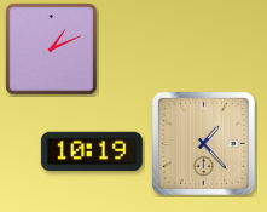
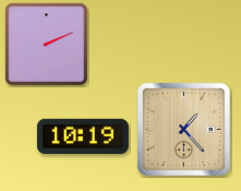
clock at (52, 50): 1:11 -> 2:11
